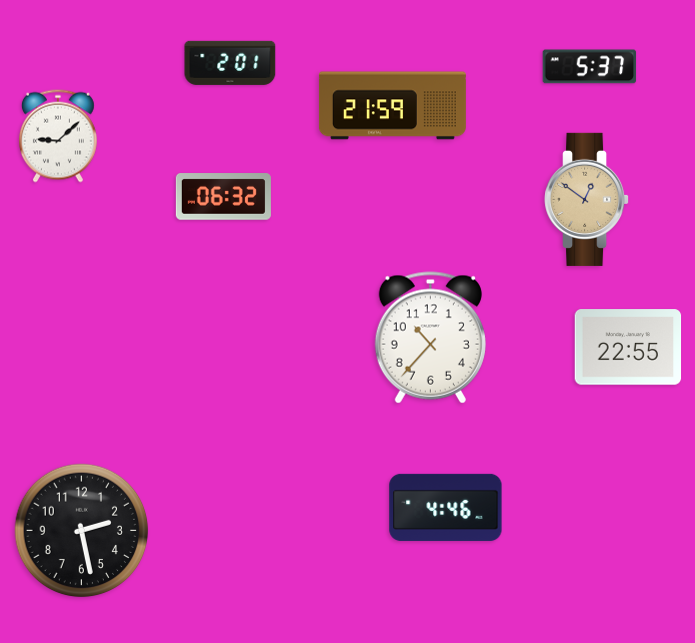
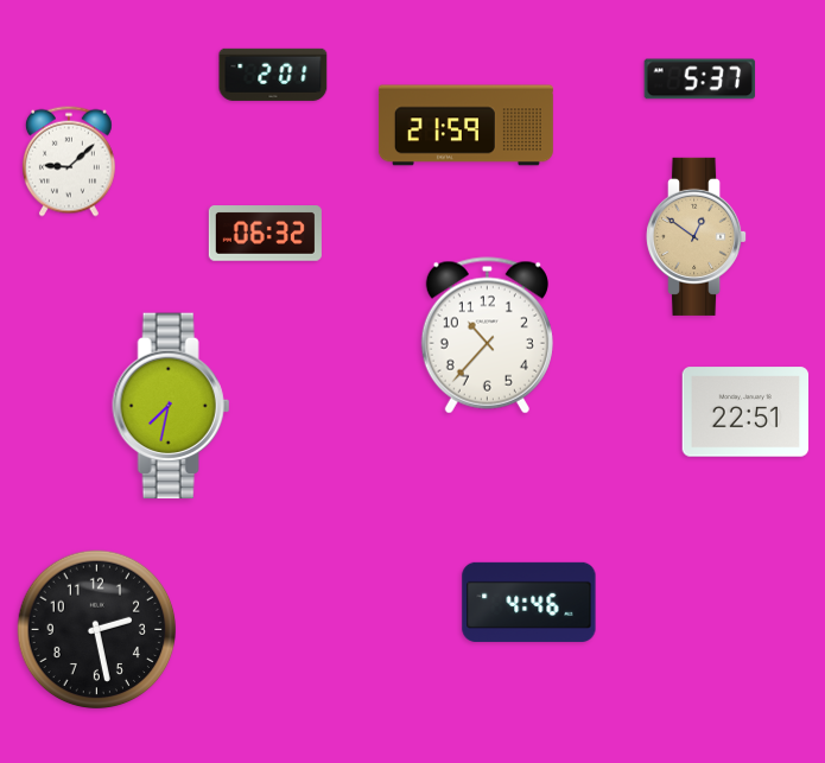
clock at (430, 338) position: (430, 338) -> (487, 336)
clock at (171, 406): none -> 7:32
clock at (628, 347): 22:55 -> 22:51
